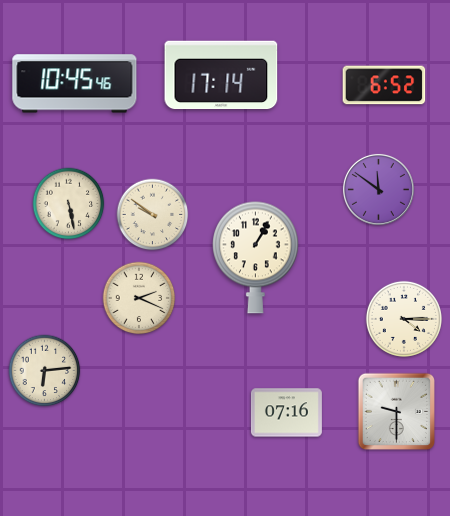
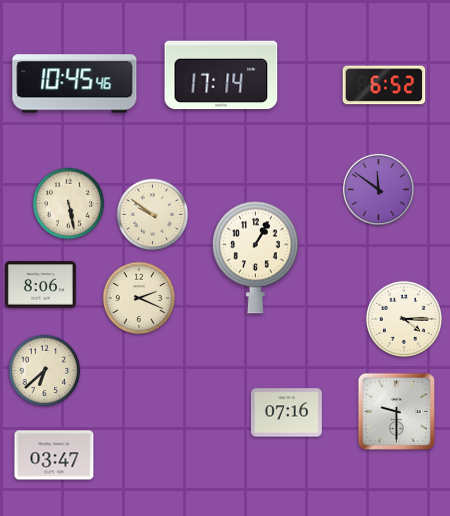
clock at (40, 285): none -> 8:06
clock at (45, 371): 6:14 -> 6:38
clock at (54, 455): none -> 03:47
